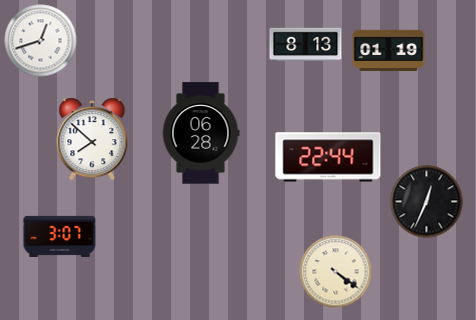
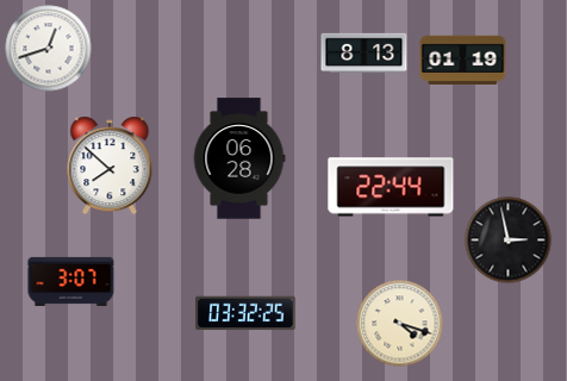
clock at (427, 202): 12:34 -> 2:58
clock at (245, 313): none -> 03:32
clock at (336, 272): 4:21 -> 4:18
